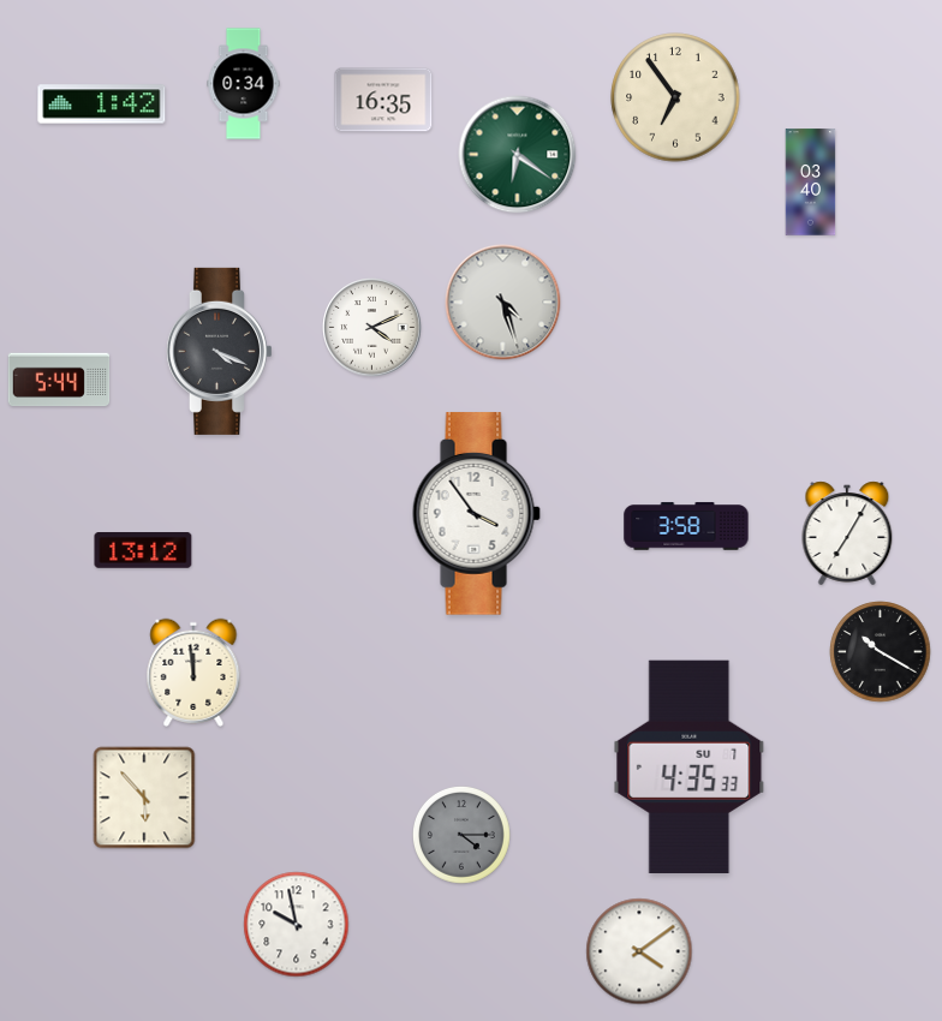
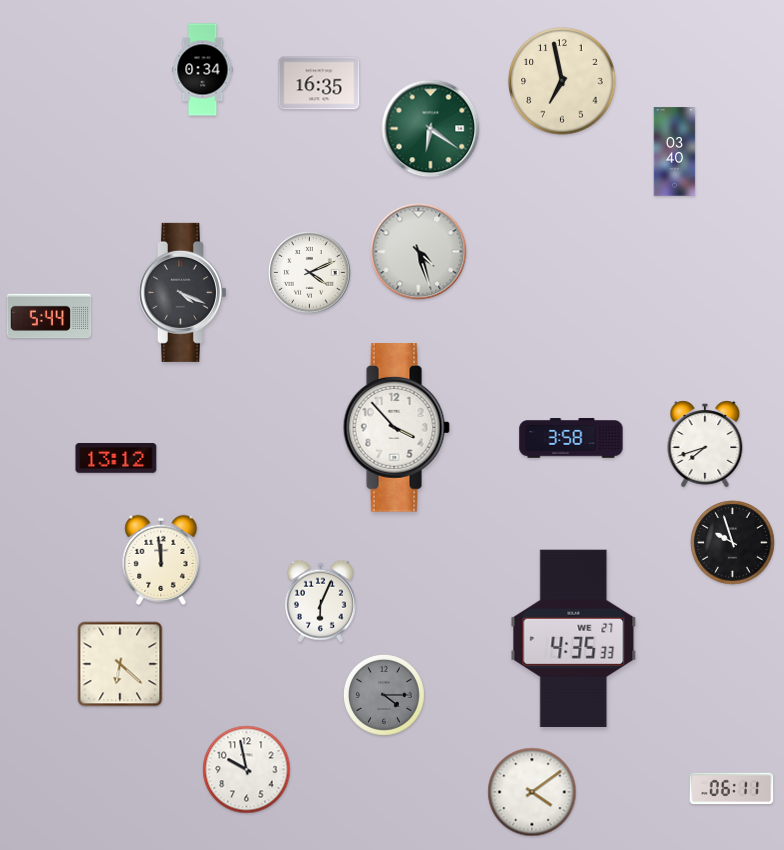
clock at (675, 97): 6:54 -> 6:58
clock at (102, 105): 1:42 -> none
clock at (476, 514): 3:54 -> 3:53
clock at (847, 533): 7:05 -> 7:42
clock at (143, 550) position: (143, 550) -> (116, 458)
clock at (881, 652): 10:20 -> 9:57
clock at (320, 601): none -> 6:04
clock at (690, 766) date: SU 7 -> WE 27
clock at (144, 798): 5:53 -> 6:22
clock at (732, 789): none -> 06:11
